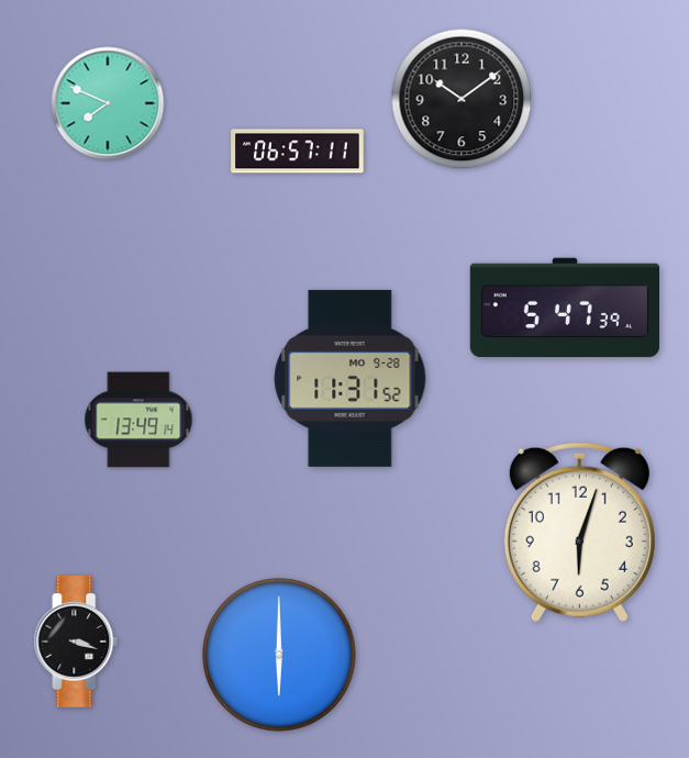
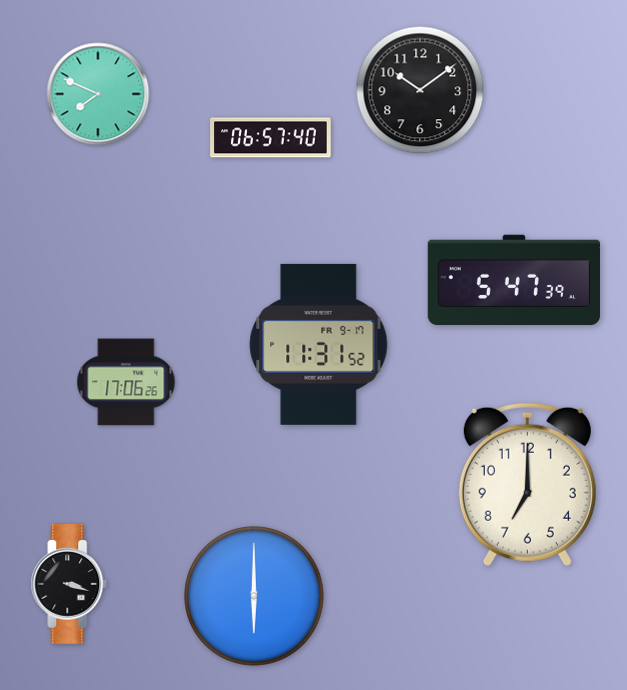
clock at (298, 152): 06:57:11 -> 06:57:40
clock at (351, 378) date: MO 9-28 -> FR 9-17
clock at (138, 420): 13:49 -> 17:06
clock at (579, 532): 6:03 -> 7:00
